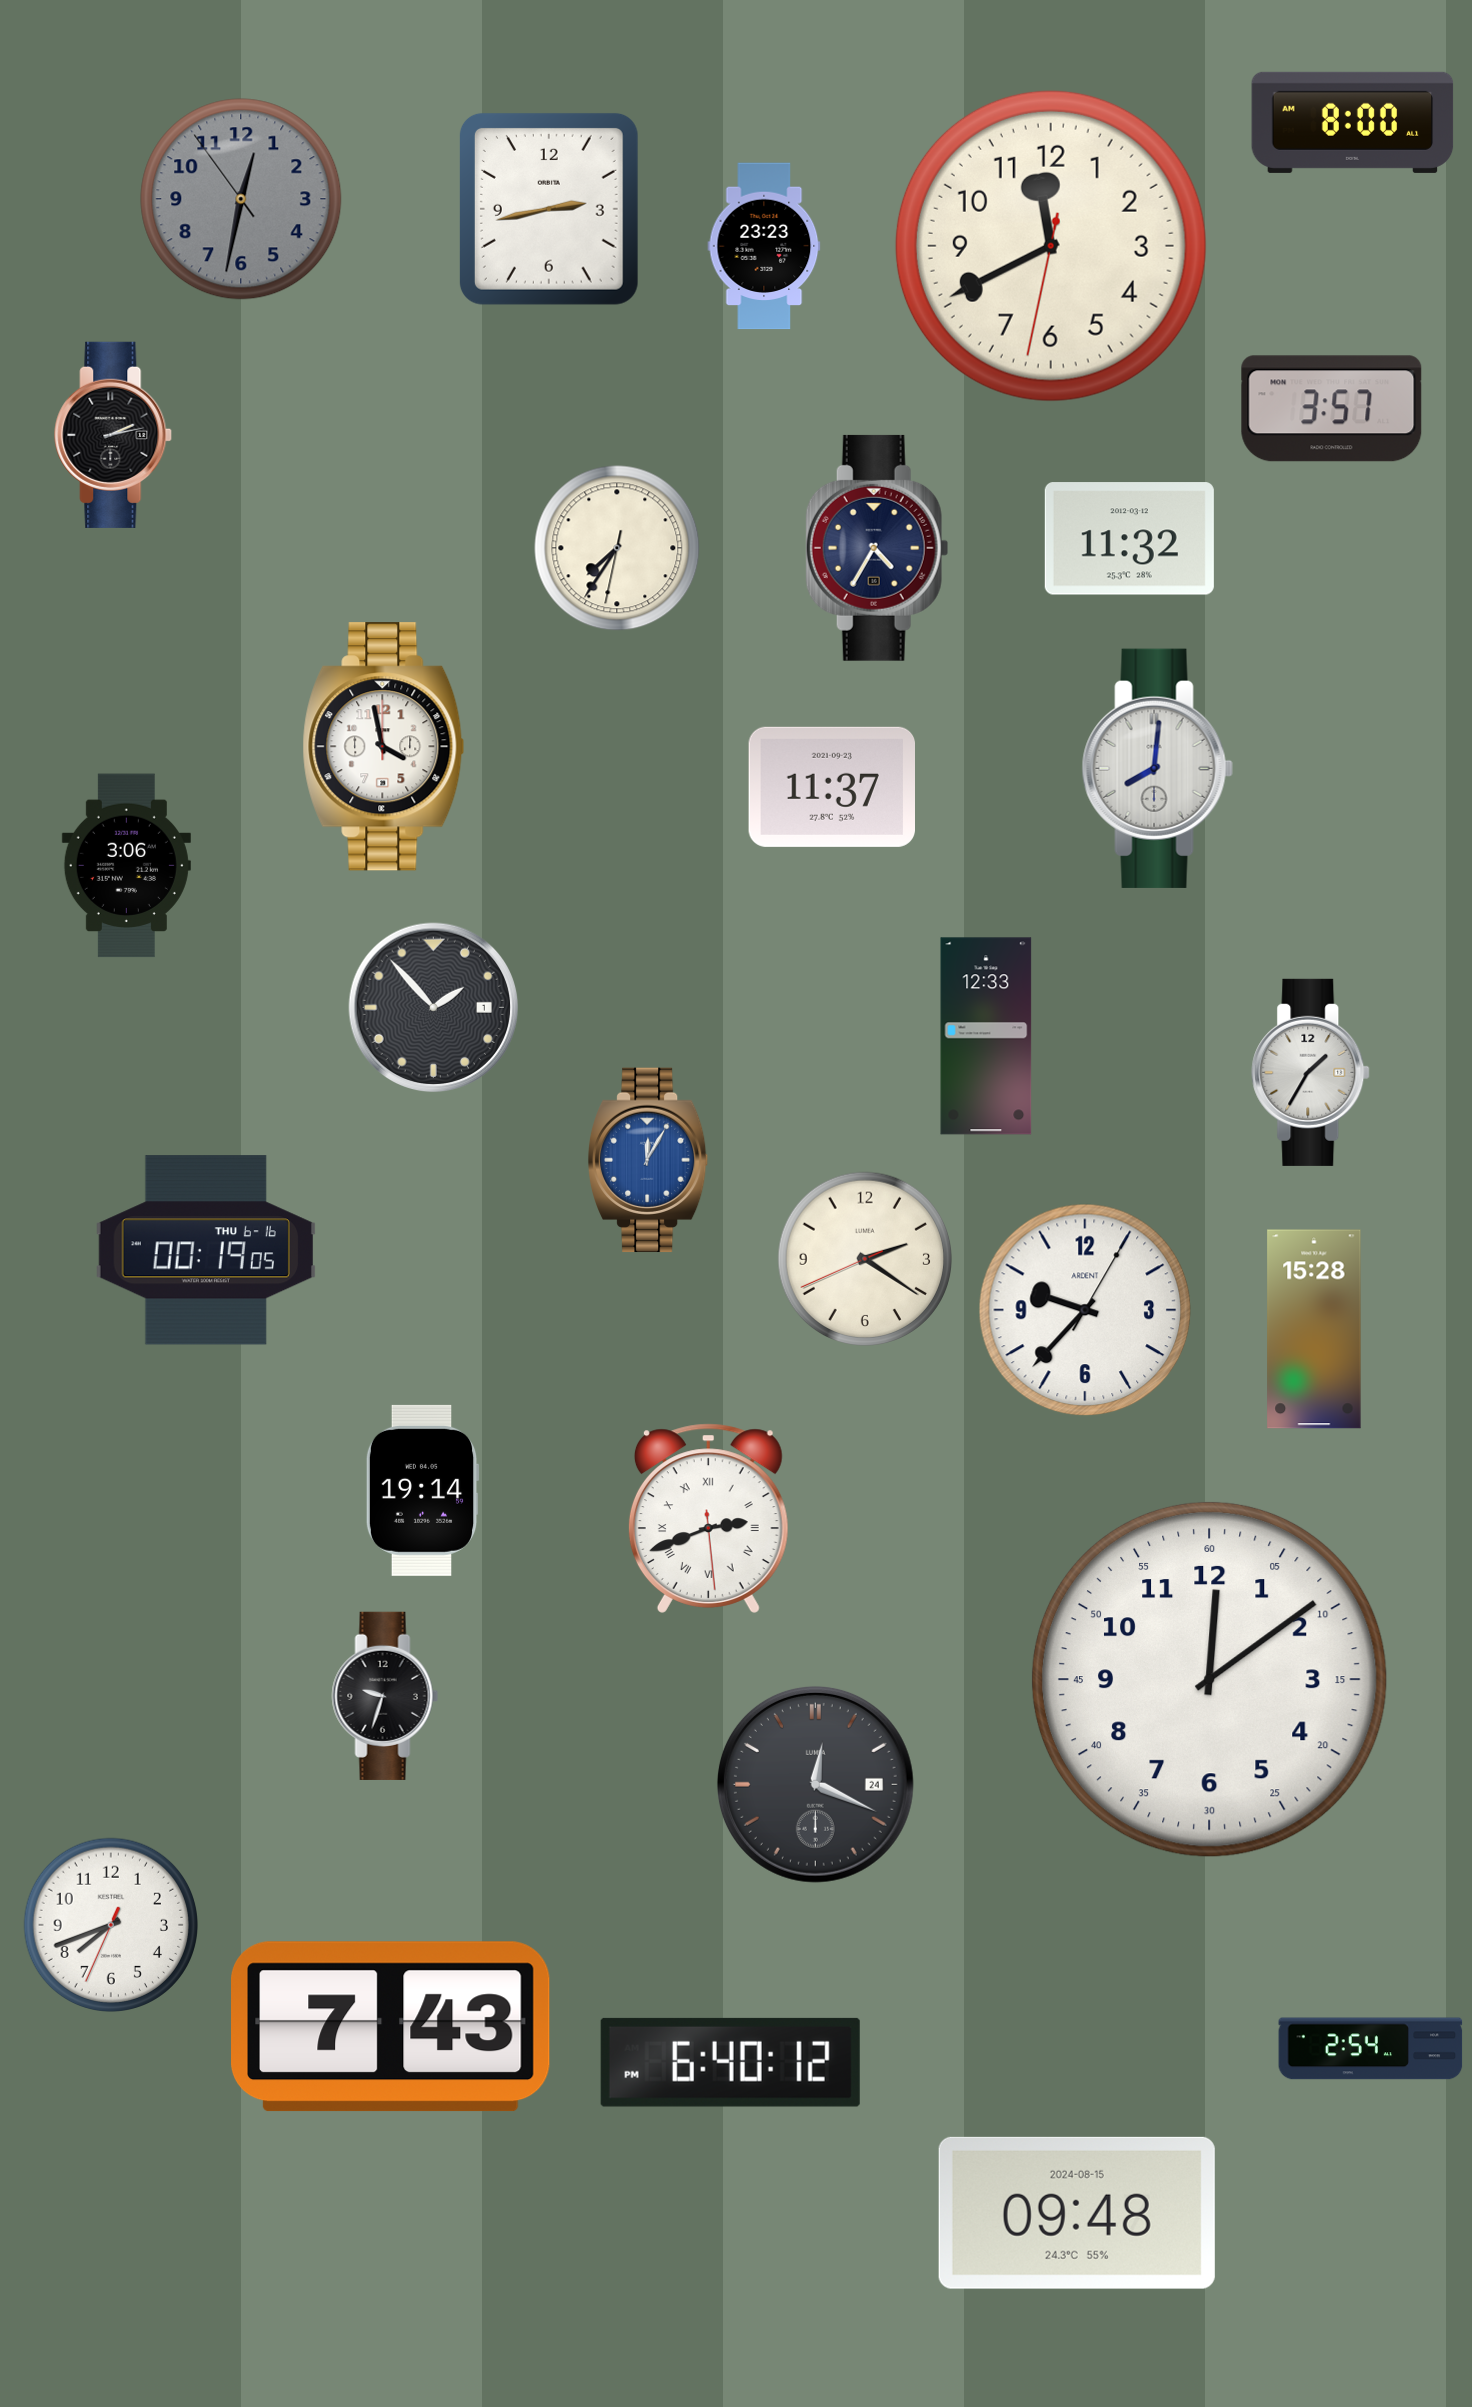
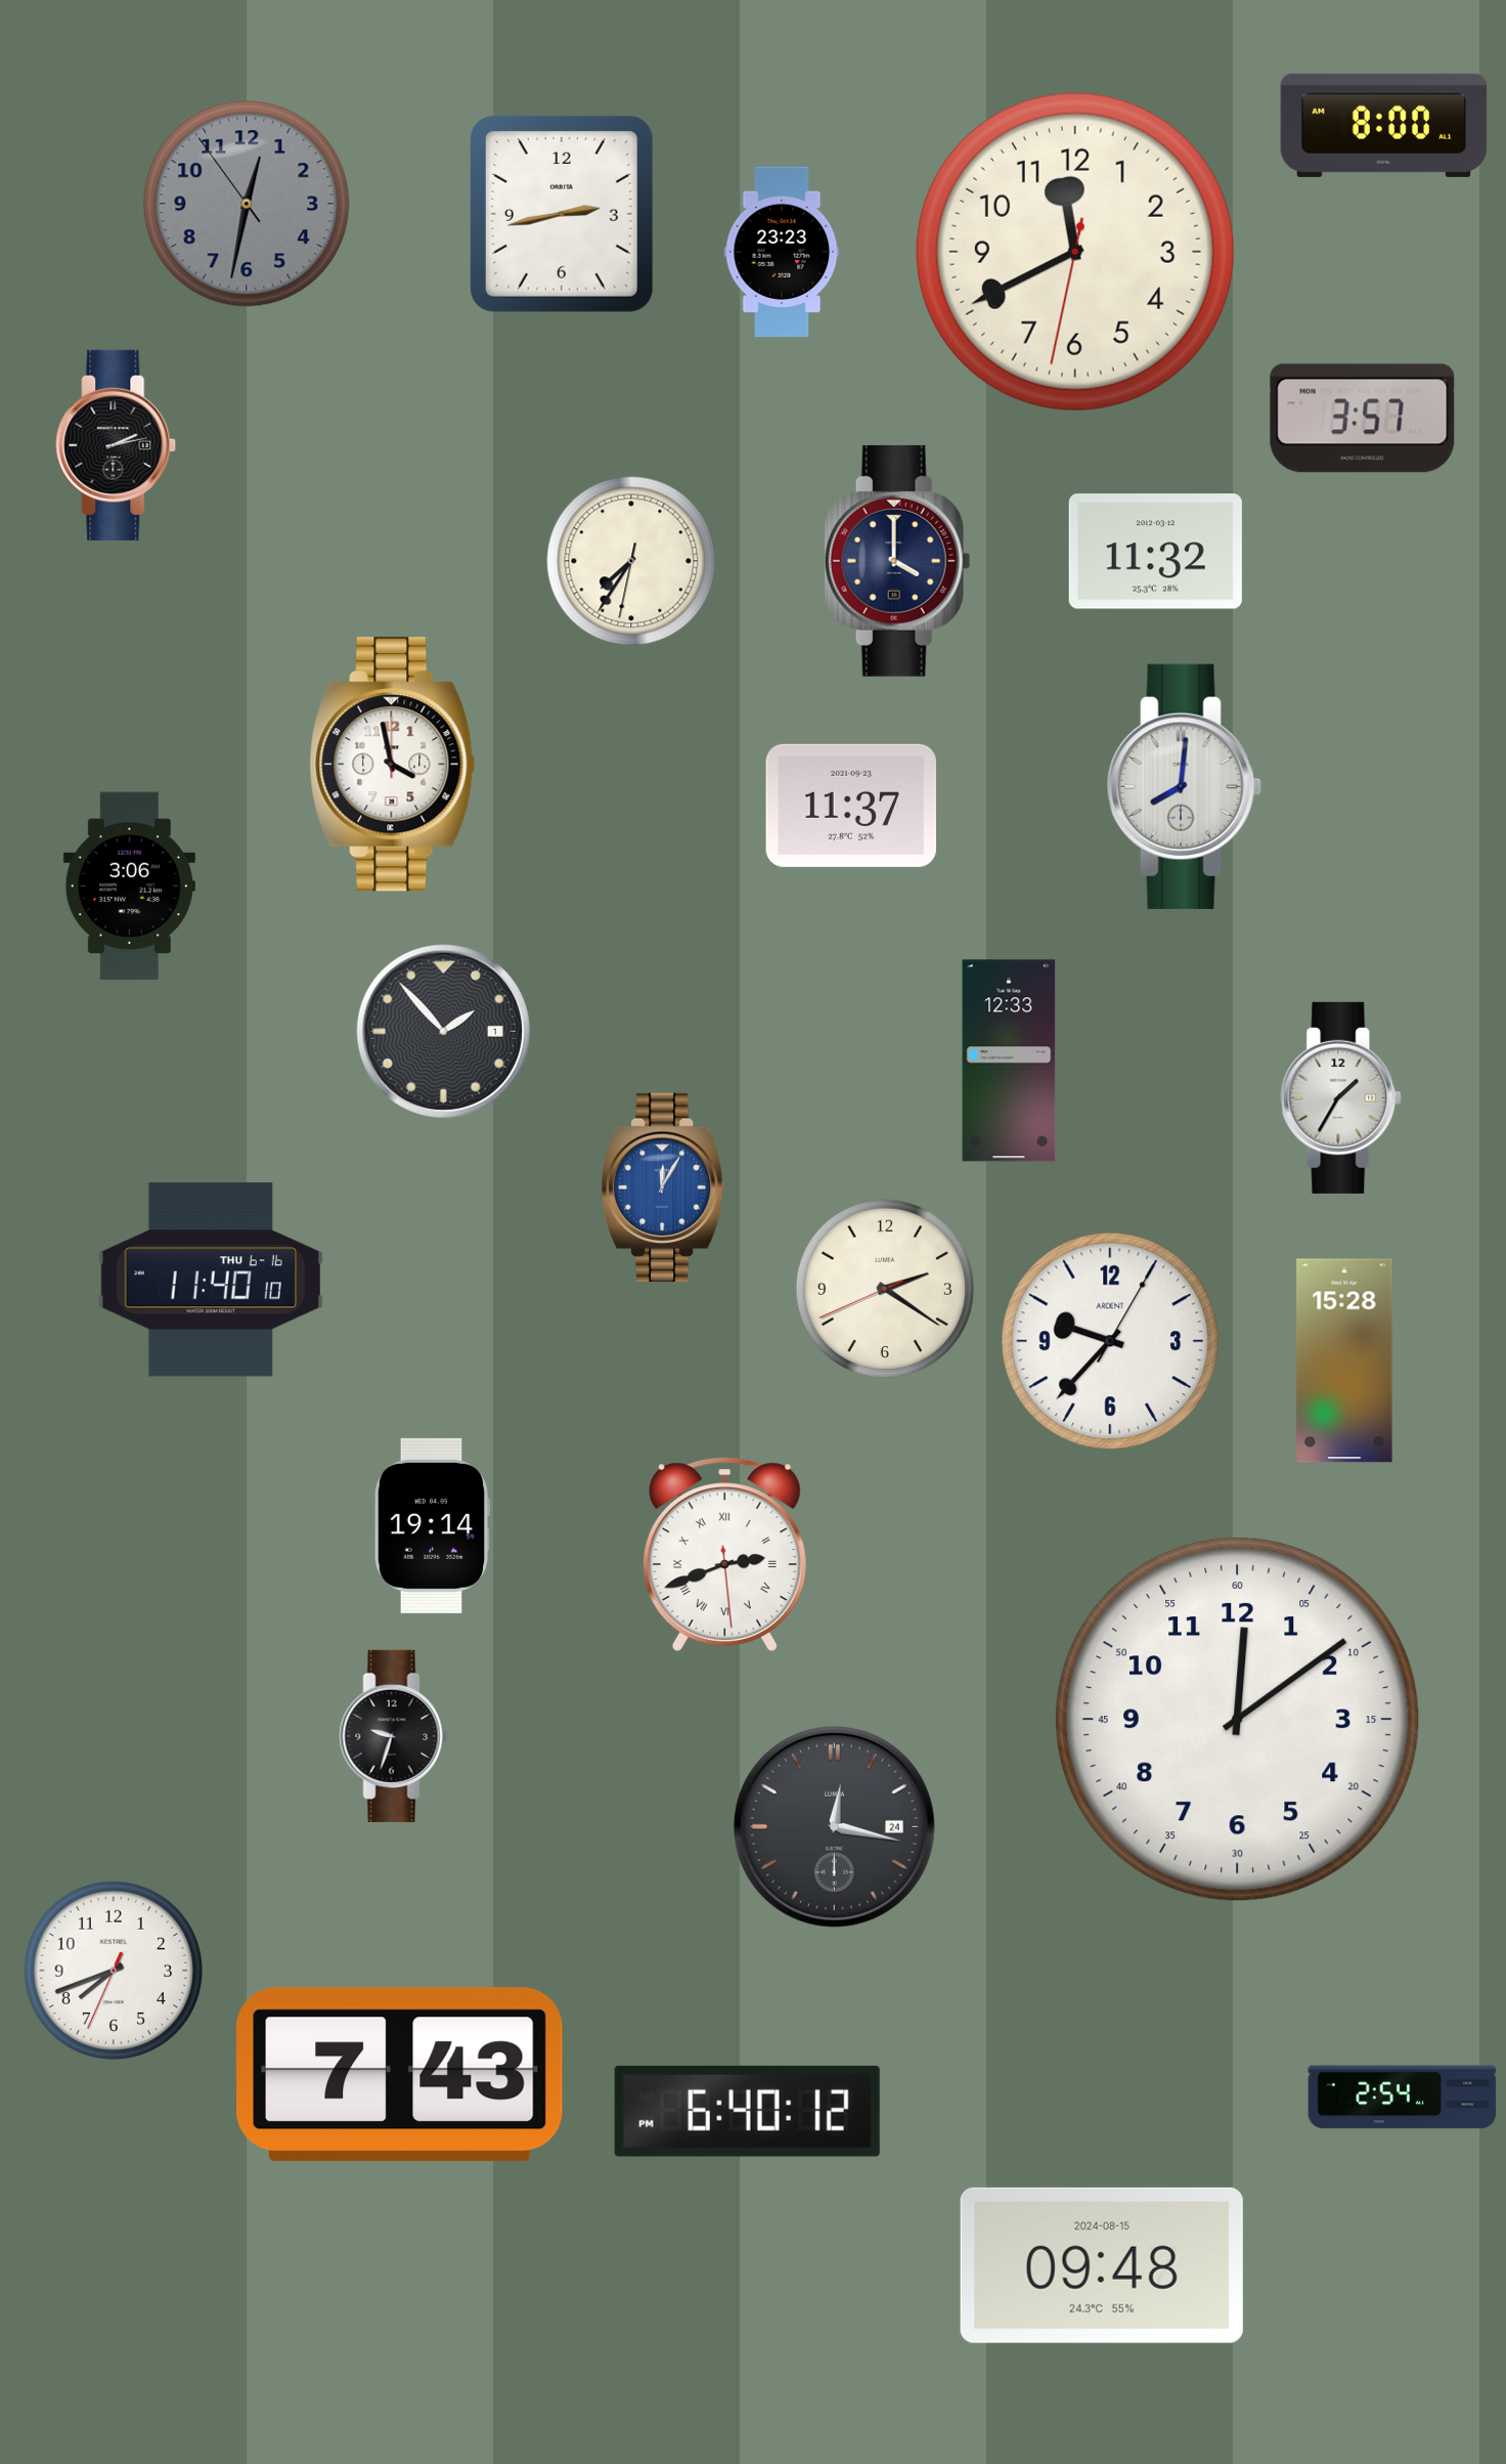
clock at (877, 548): 4:35 -> 4:00
clock at (206, 1250): 00:19 -> 11:40
clock at (815, 1784): 12:19 -> 12:17
